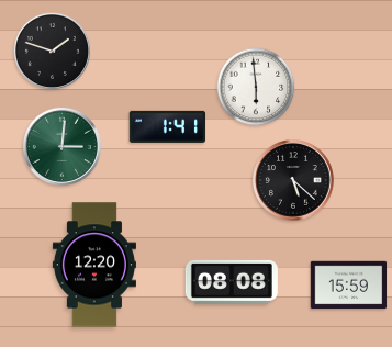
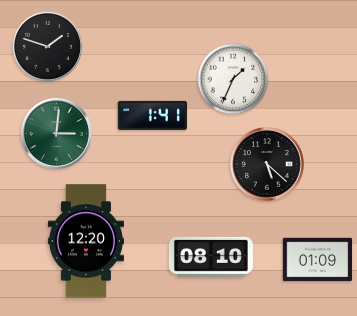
clock at (256, 87): 5:59 -> 1:34
clock at (232, 282): 08:08 -> 08:10
clock at (349, 286): 15:59 -> 01:09
